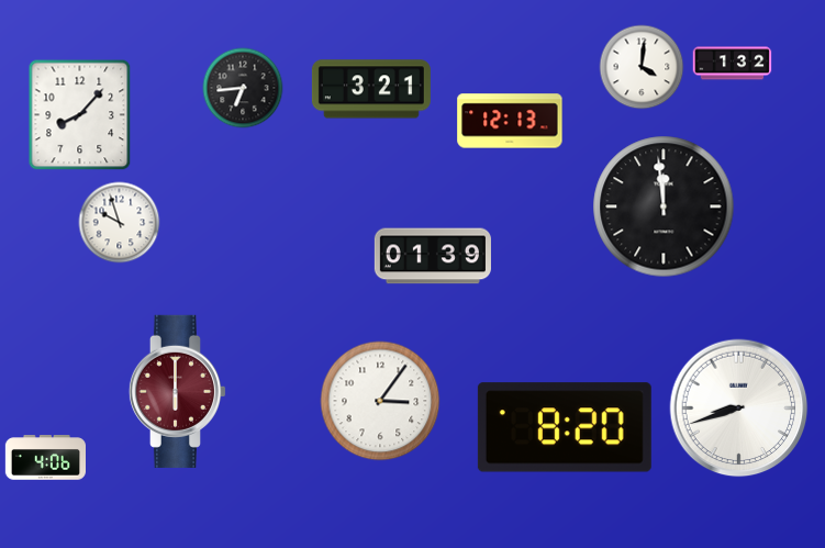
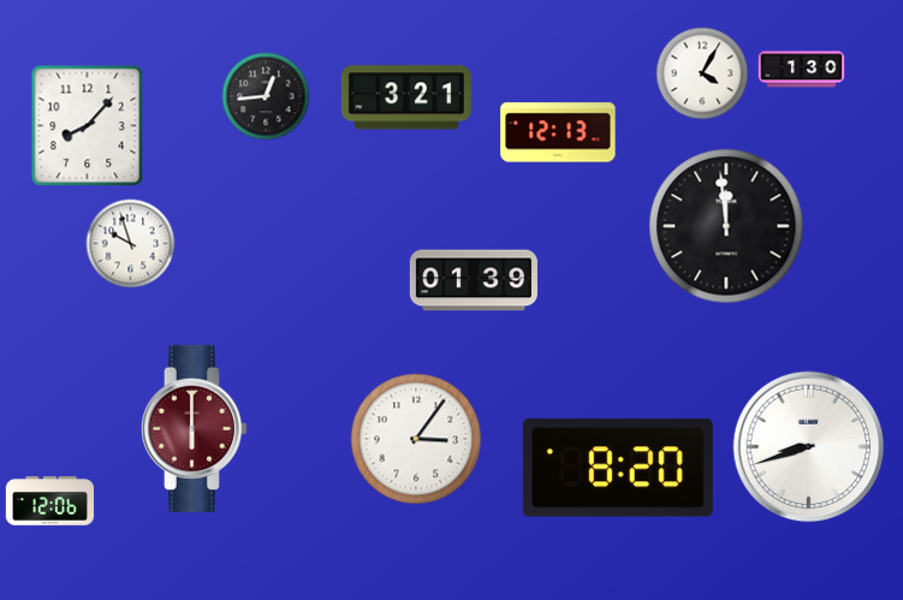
clock at (733, 64): 1:32 -> 1:30
clock at (642, 67): 4:01 -> 4:05
clock at (243, 88): 6:44 -> 12:44
clock at (45, 458): 4:06 -> 12:06
